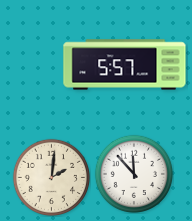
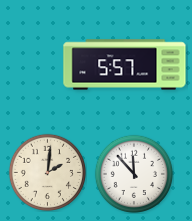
clock at (51, 177) position: (51, 177) -> (47, 172)
